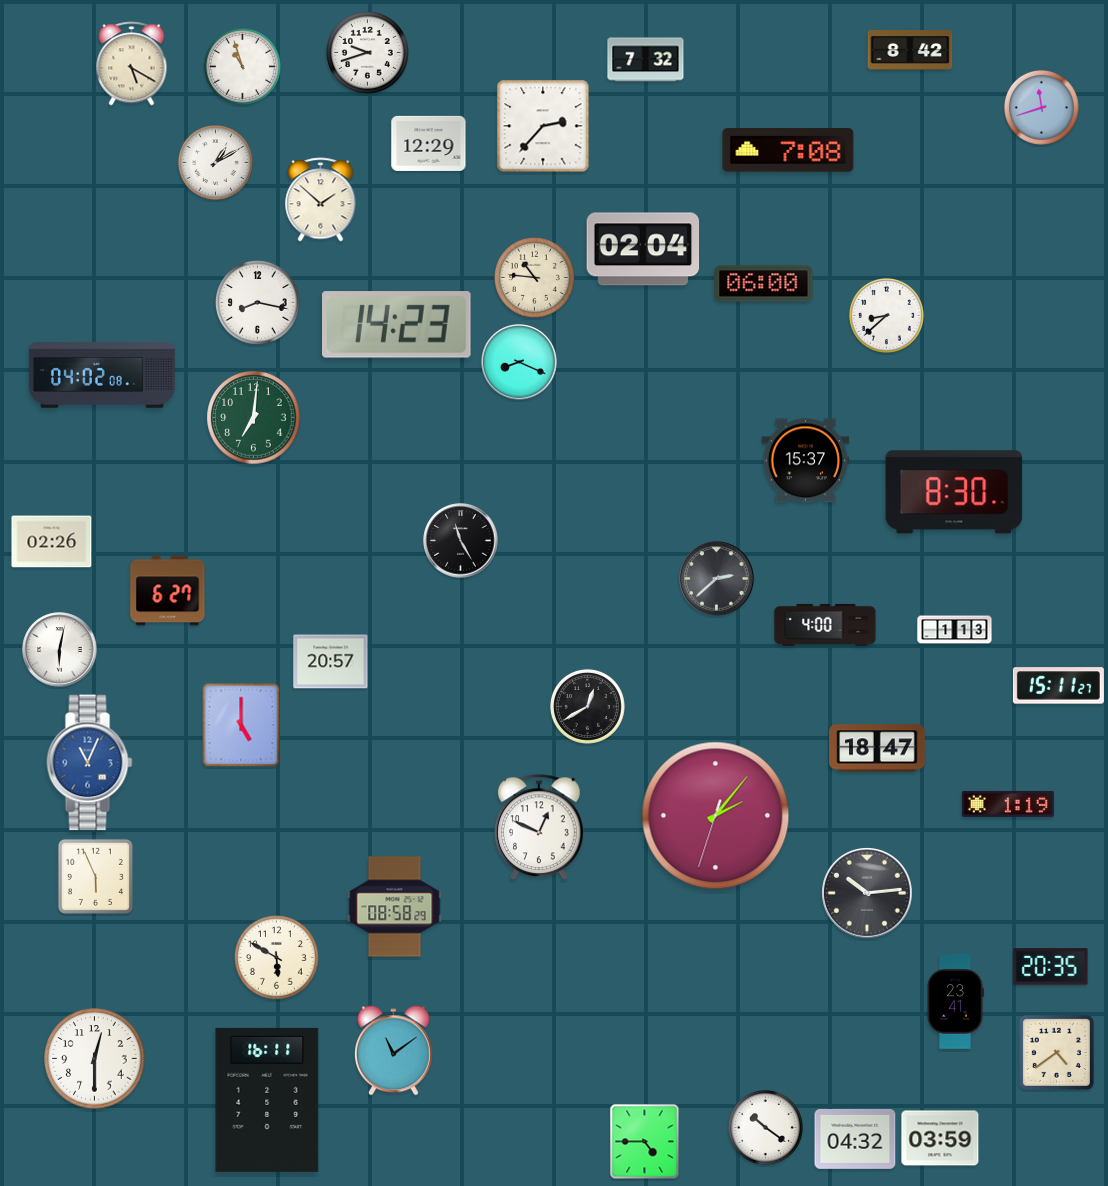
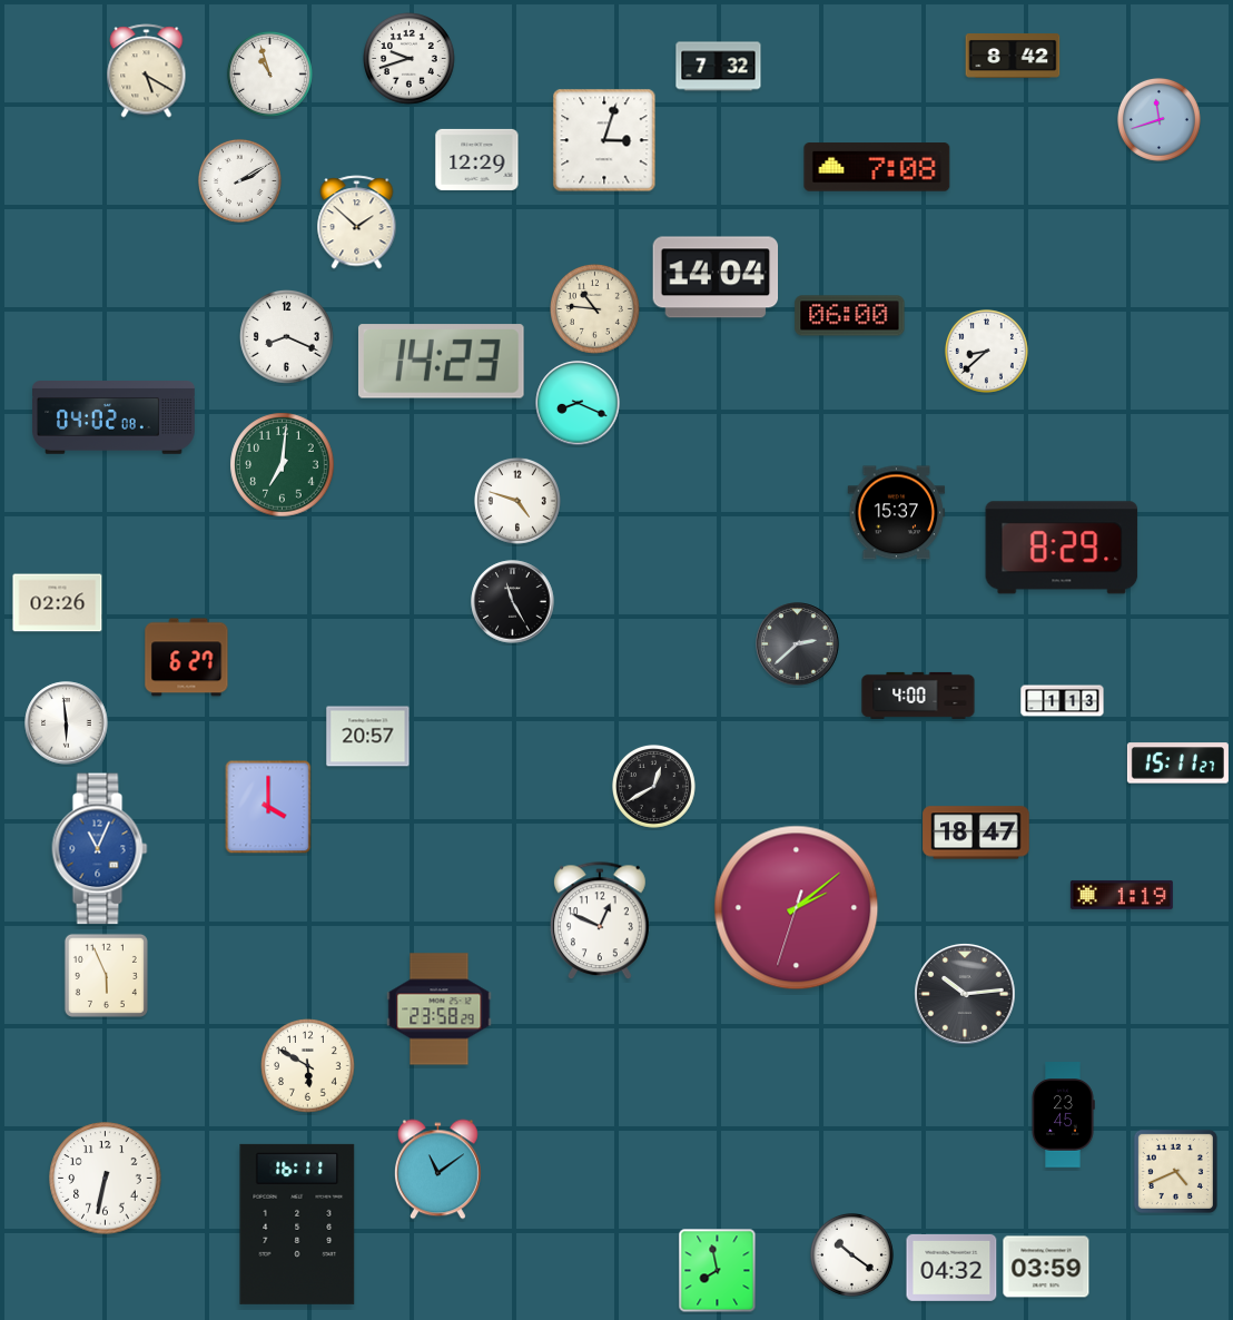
clock at (543, 126): 2:37 -> 3:03
clock at (215, 162): 1:10 -> 2:10
clock at (643, 249): 02:04 -> 14:04
clock at (258, 303): 8:17 -> 8:19
clock at (517, 501): none -> 4:48
clock at (954, 492): 8:30 -> 8:29
clock at (60, 650): 6:02 -> 5:59
clock at (241, 725): 5:00 -> 4:00
clock at (716, 816): 2:06 -> 2:08
clock at (395, 907): 08:58 -> 23:58
clock at (1051, 967): 20:35 -> none
clock at (955, 1002): 23:41 -> 23:45
clock at (1056, 1052): 4:39 -> 4:41
clock at (95, 1059): 12:30 -> 6:32
clock at (645, 1142): 4:45 -> 7:58
